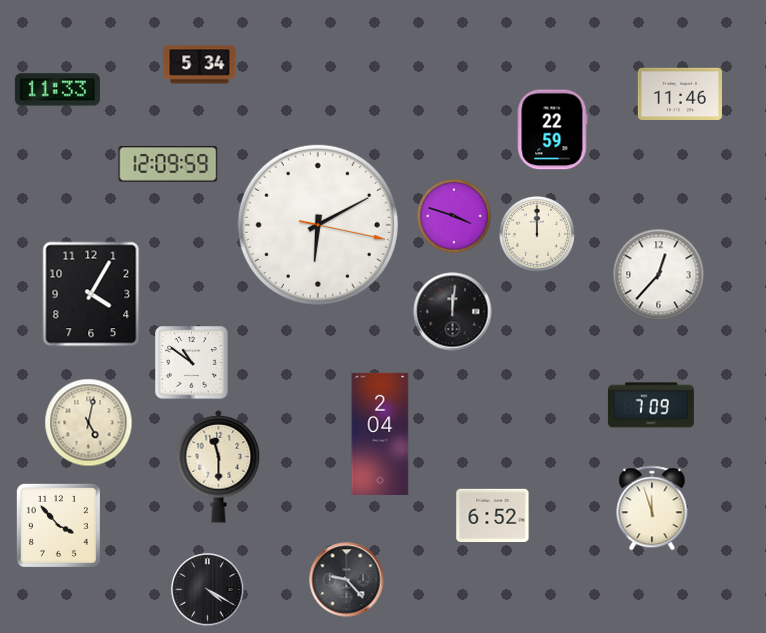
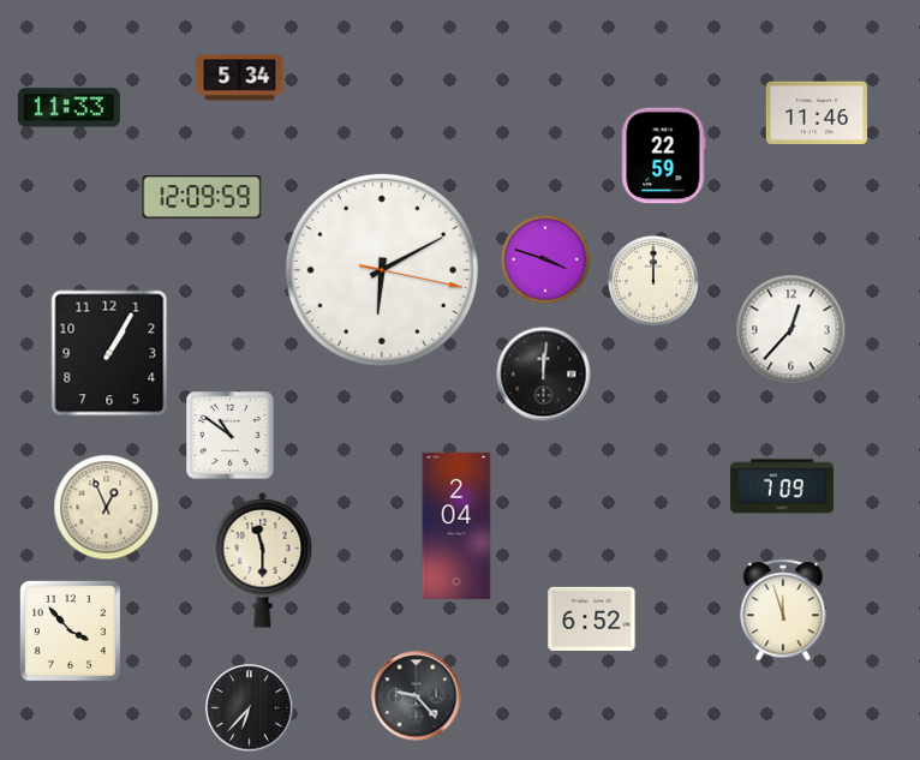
clock at (537, 234) position: (537, 234) -> (653, 281)
clock at (91, 294): 4:05 -> 1:05
clock at (89, 423): 5:02 -> 12:56
clock at (380, 434) position: (380, 434) -> (456, 526)
clock at (208, 590): 4:20 -> 6:37
